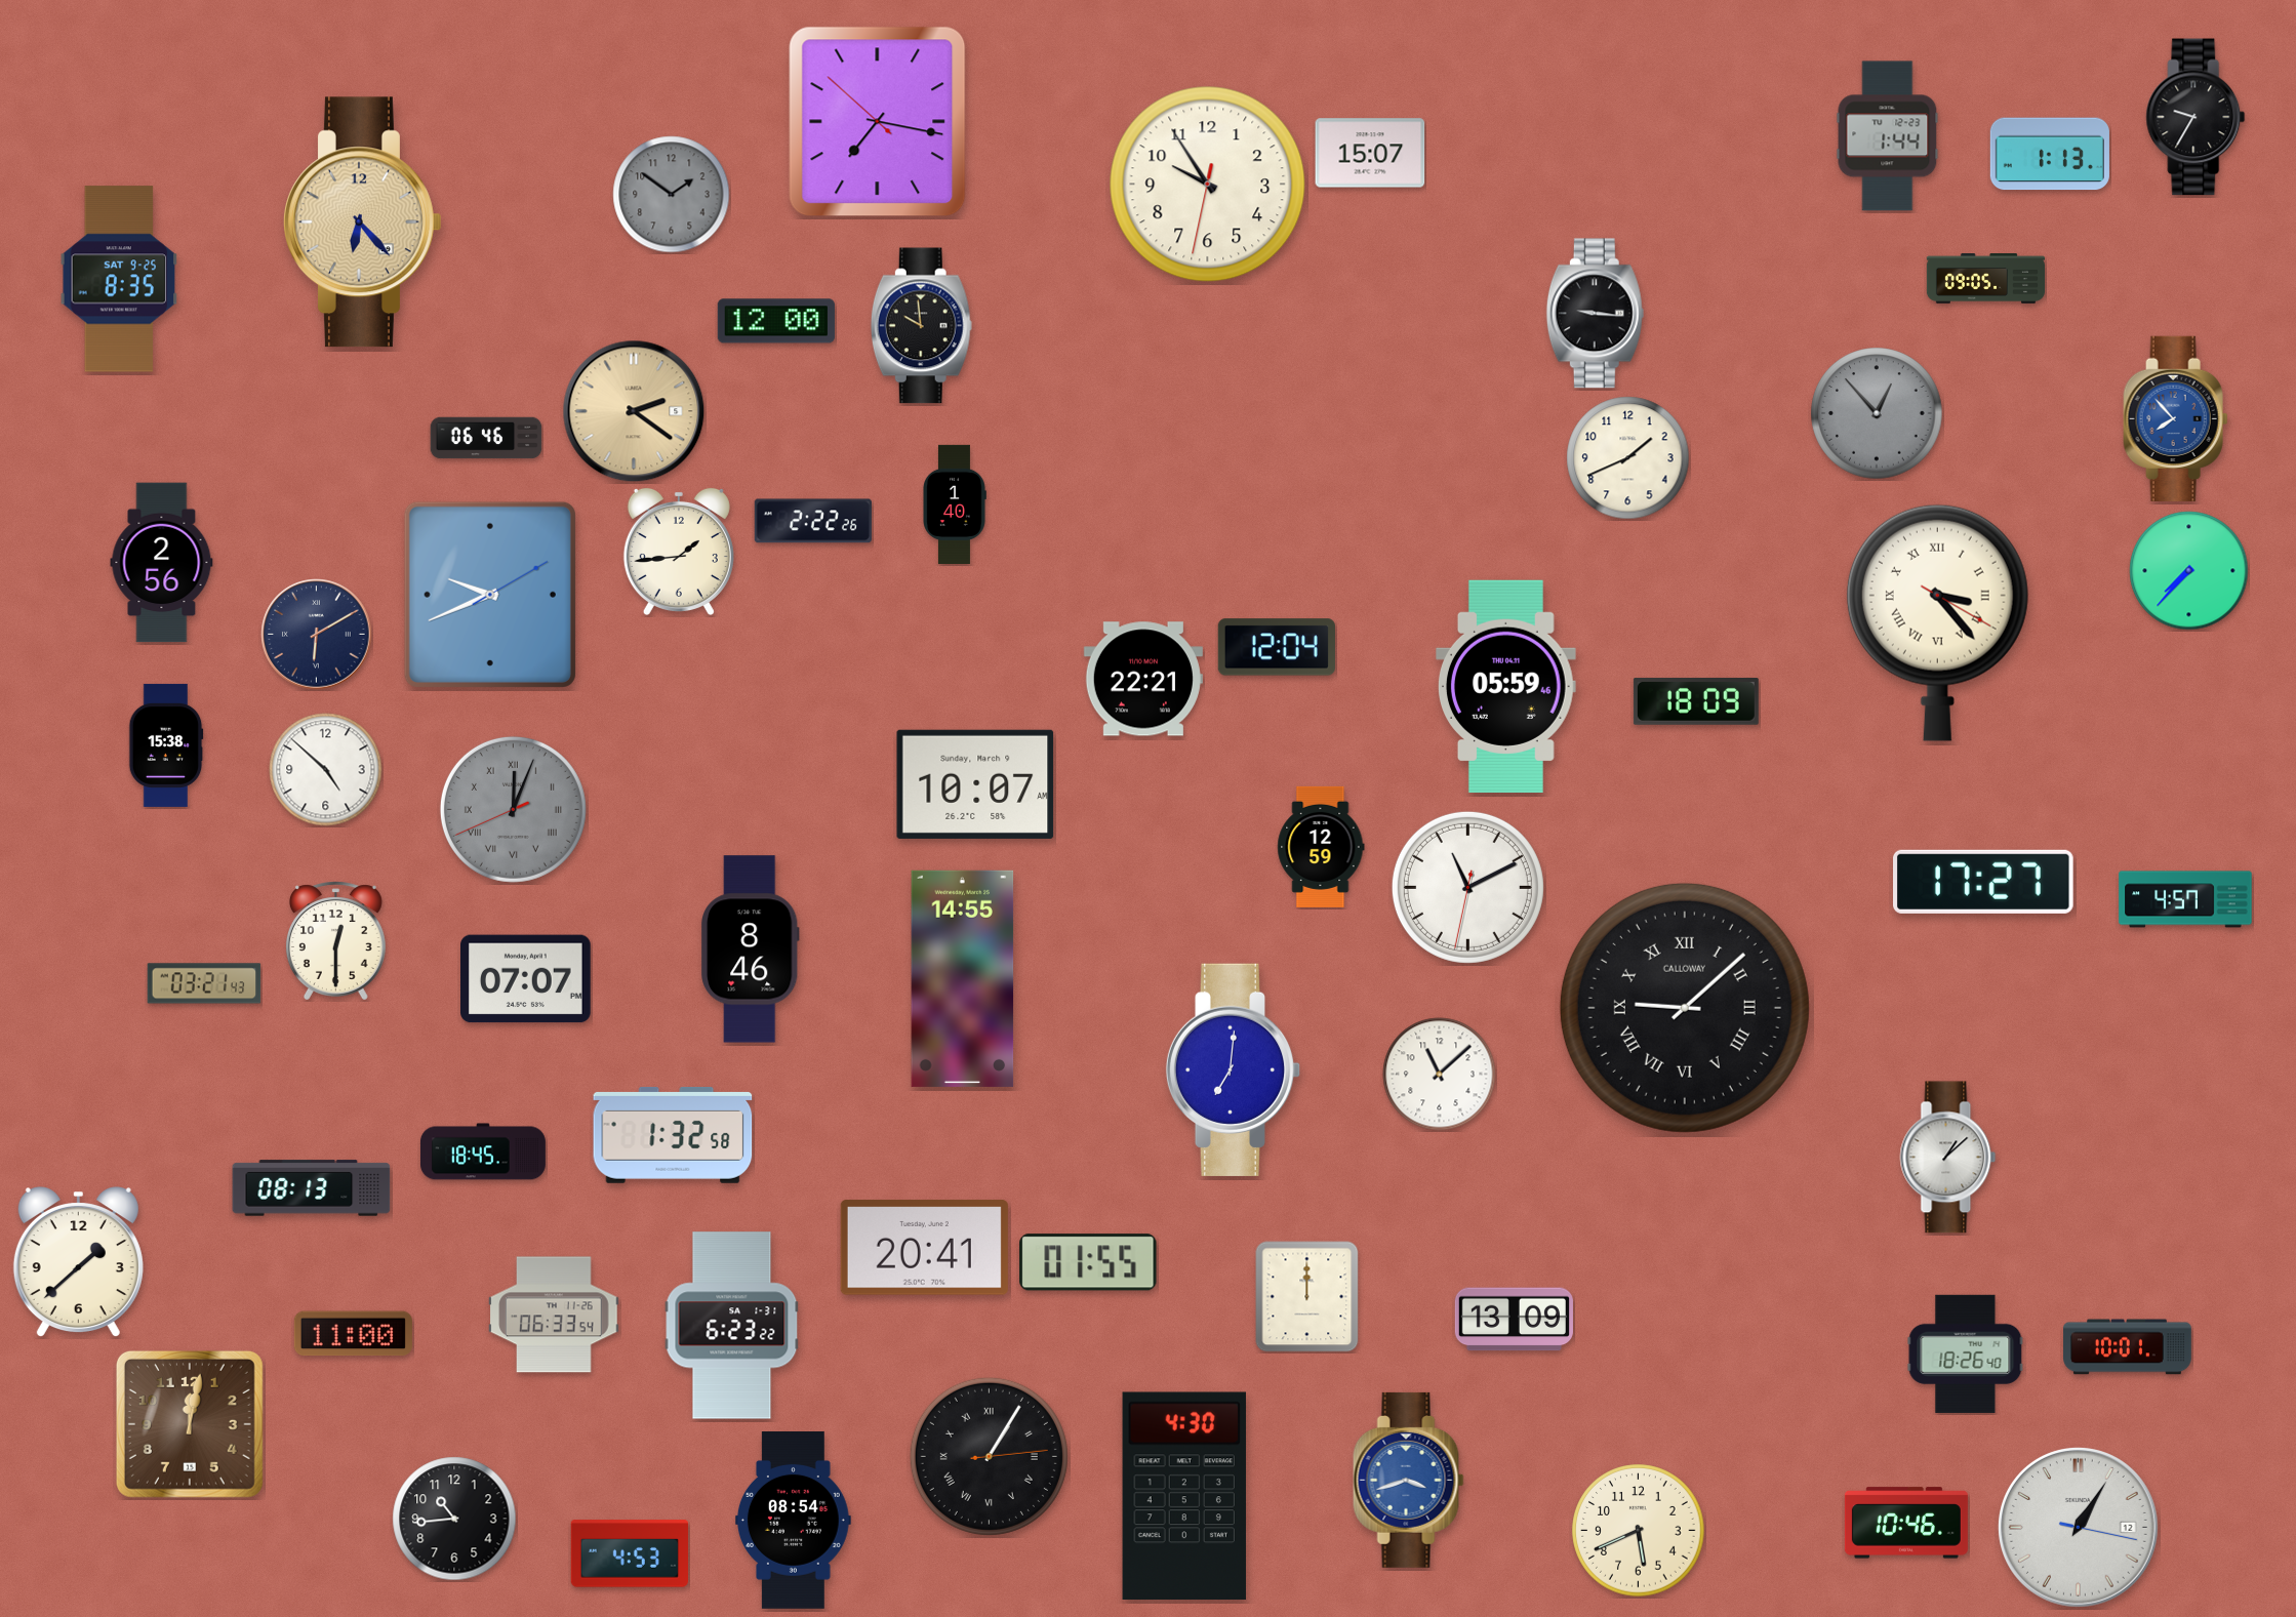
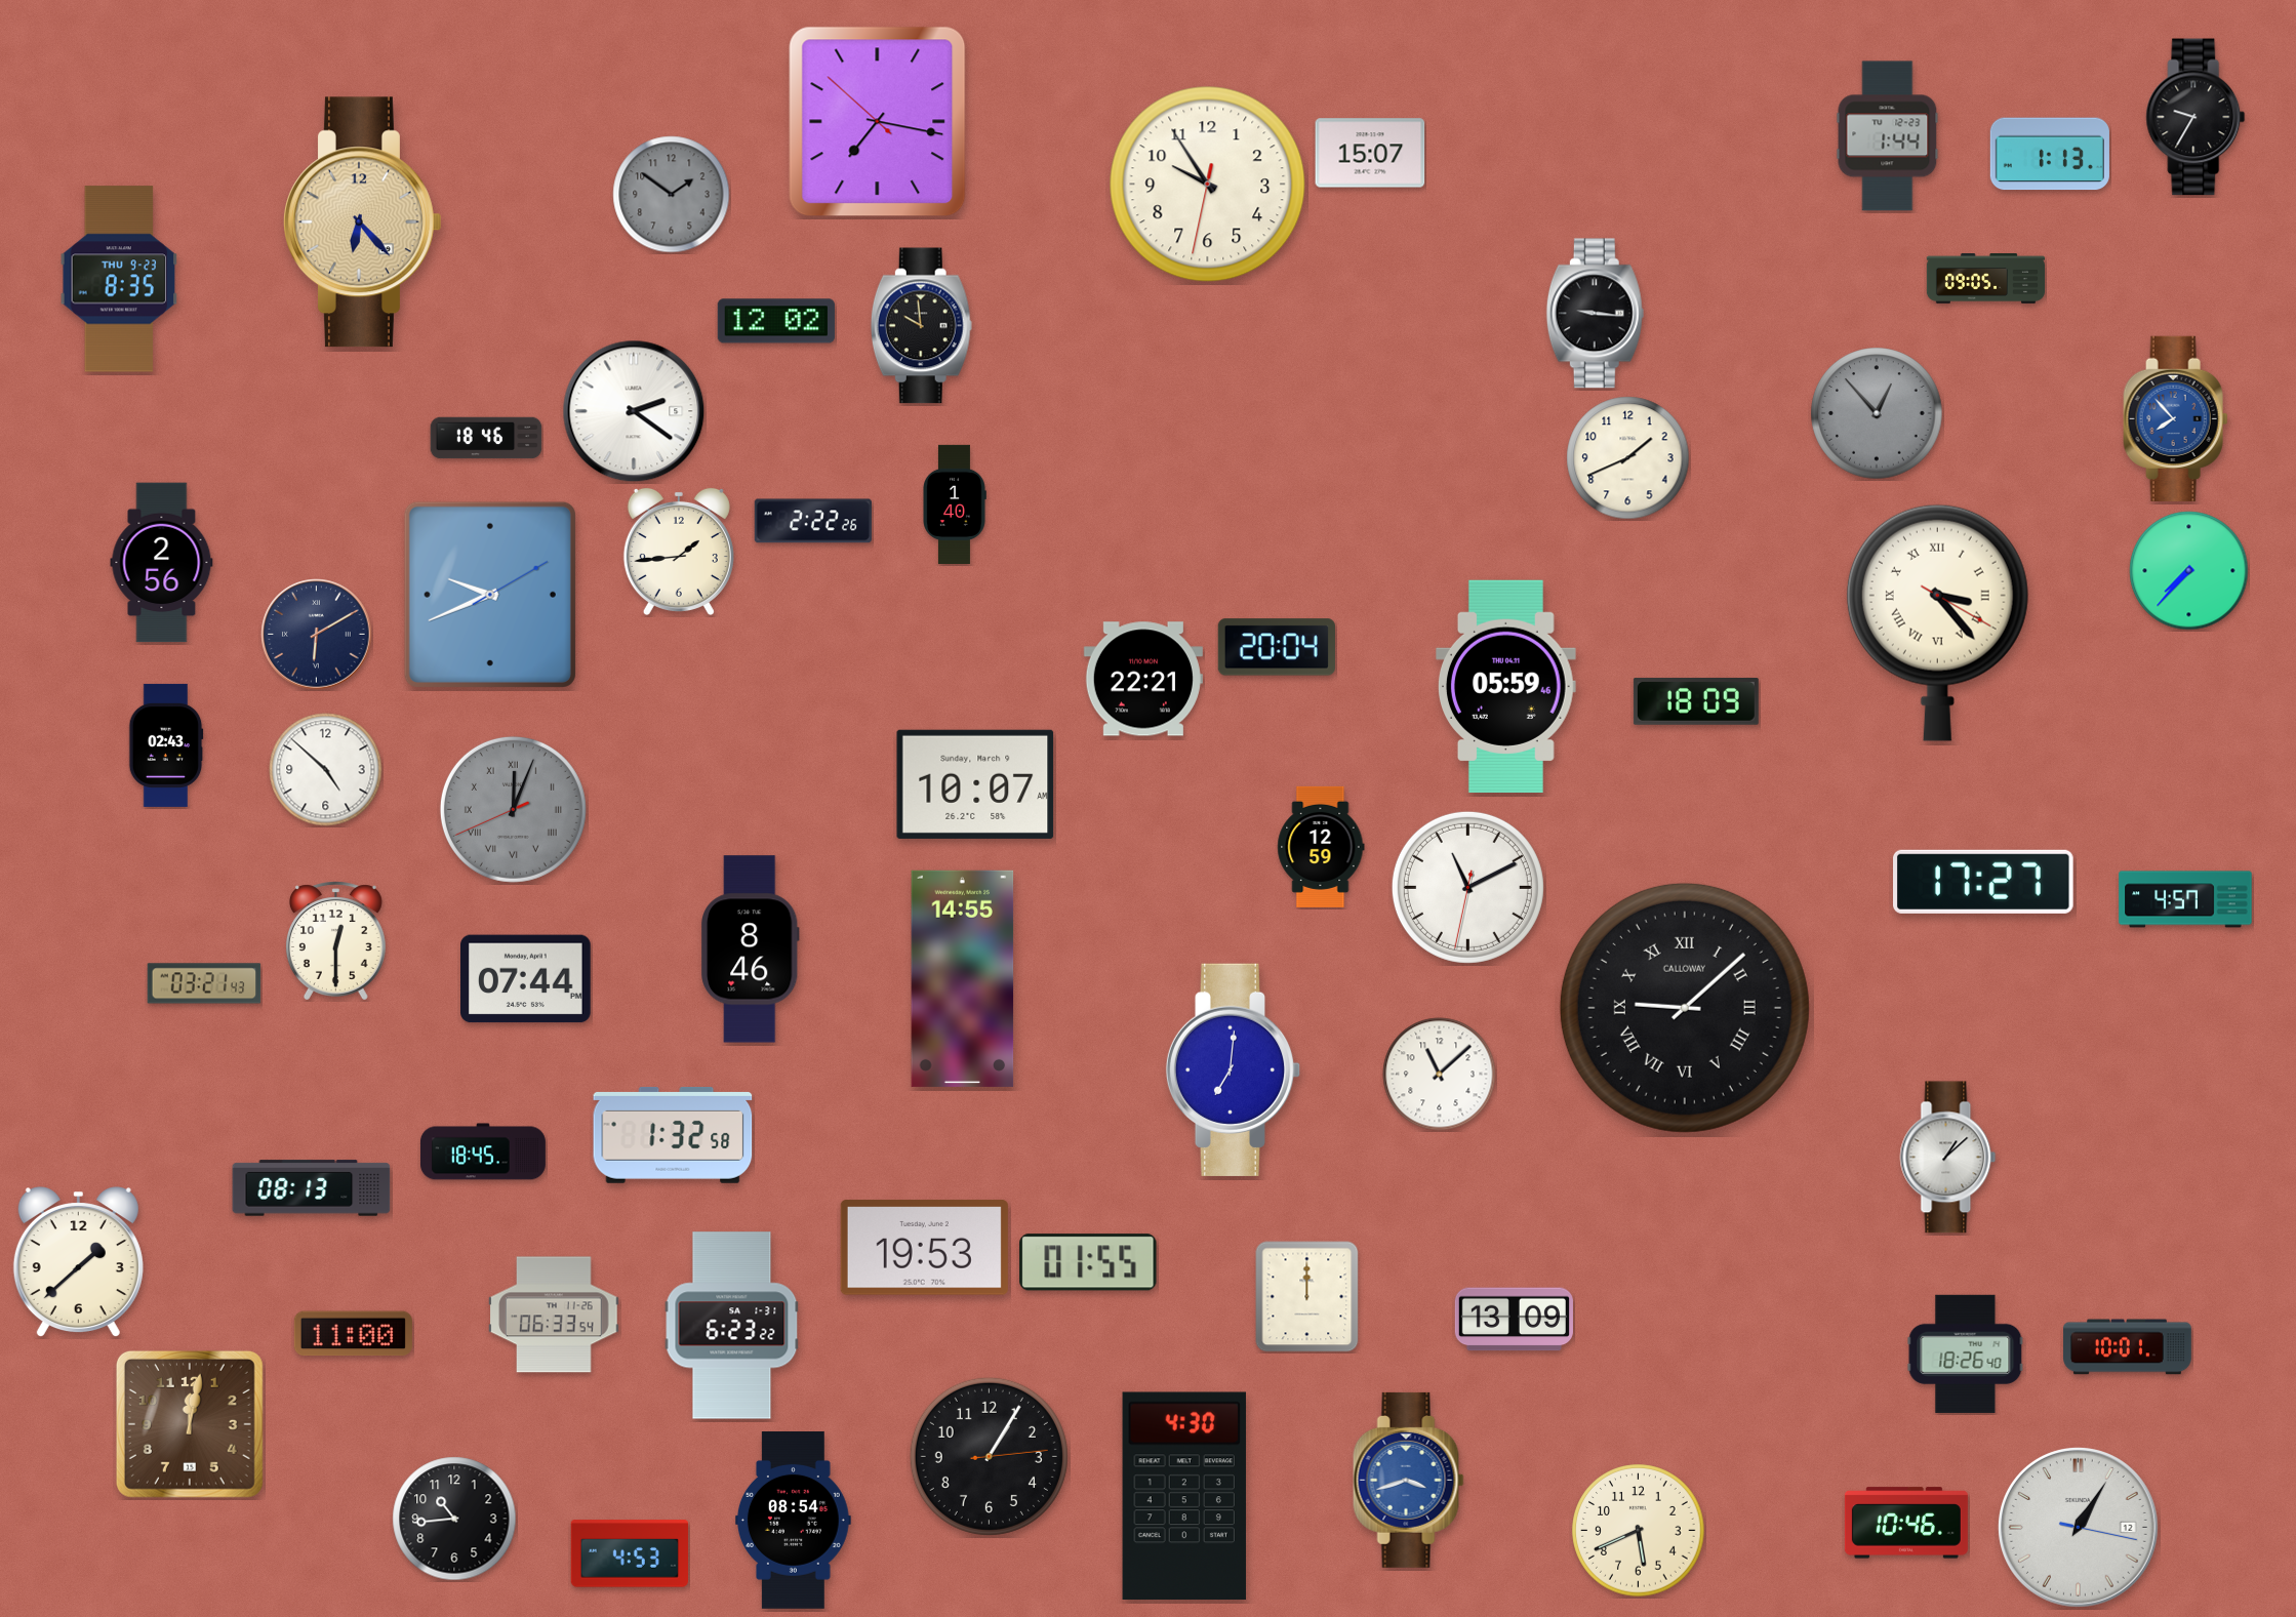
clock at (119, 279) date: SAT 9-25 -> THU 9-23
clock at (776, 321): 12:00 -> 12:02
clock at (634, 411) dial: champagne -> white
clock at (486, 438): 06:46 -> 18:46
clock at (1277, 647): 12:04 -> 20:04
clock at (166, 745): 15:38 -> 02:43
clock at (526, 979): 07:07 -> 07:44
clock at (924, 1248): 20:41 -> 19:53
clock at (989, 1456) numerals: Roman -> Arabic
